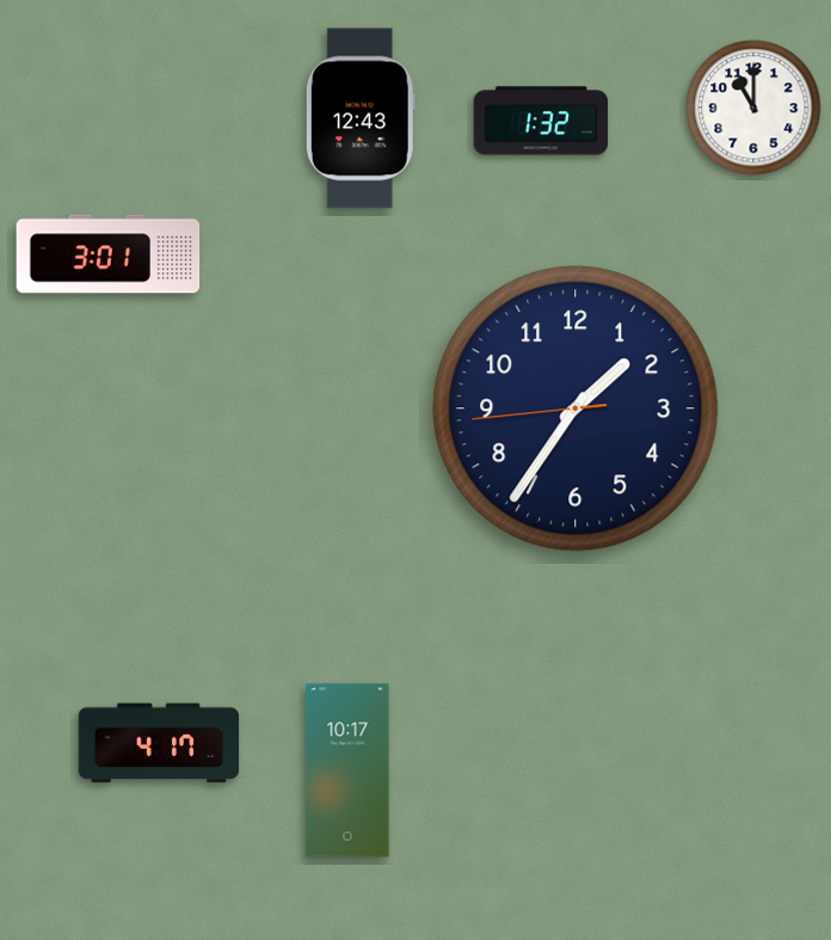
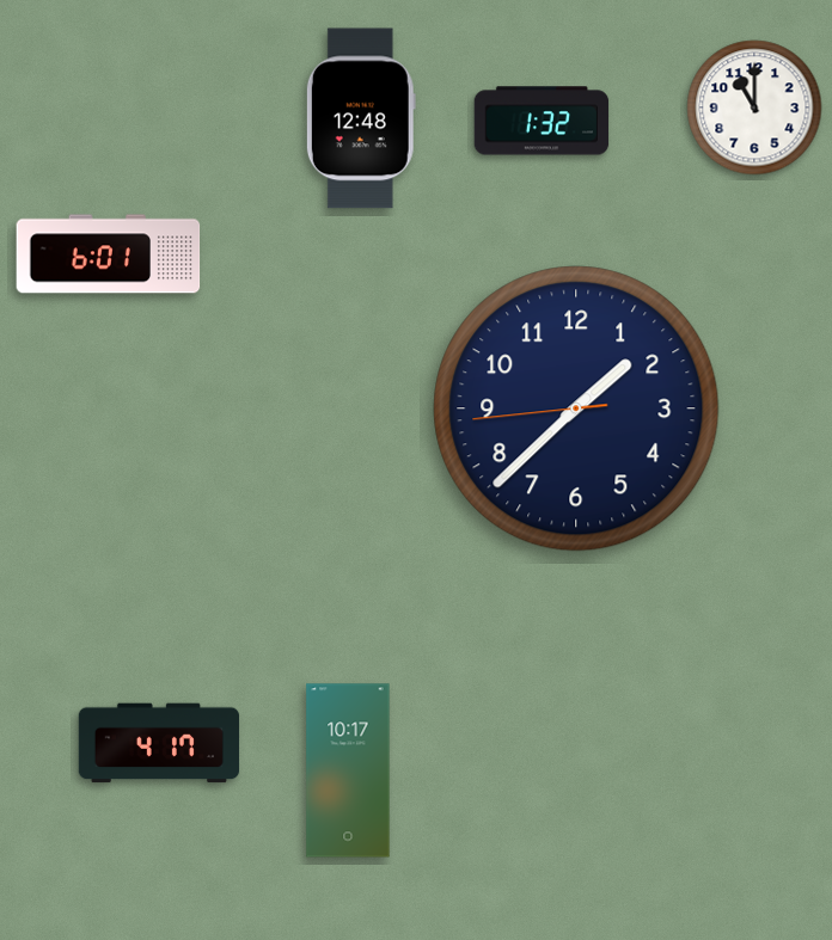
clock at (361, 118): 12:43 -> 12:48
clock at (109, 254): 3:01 -> 6:01
clock at (575, 408): 1:35 -> 1:37
